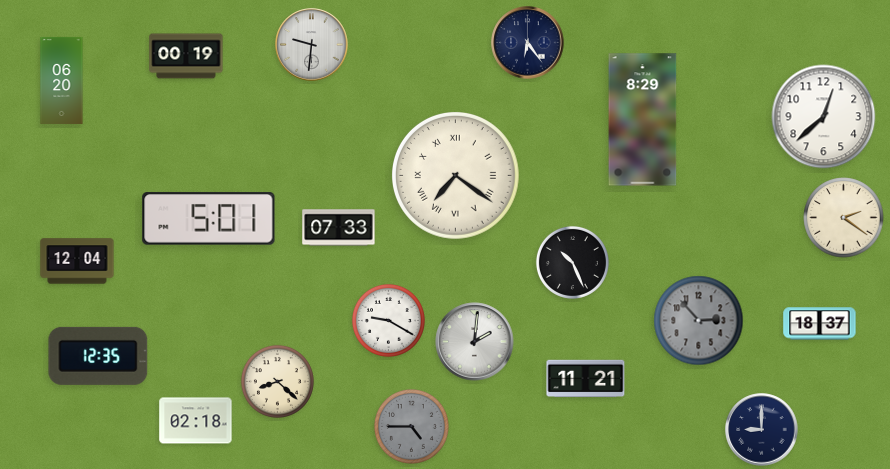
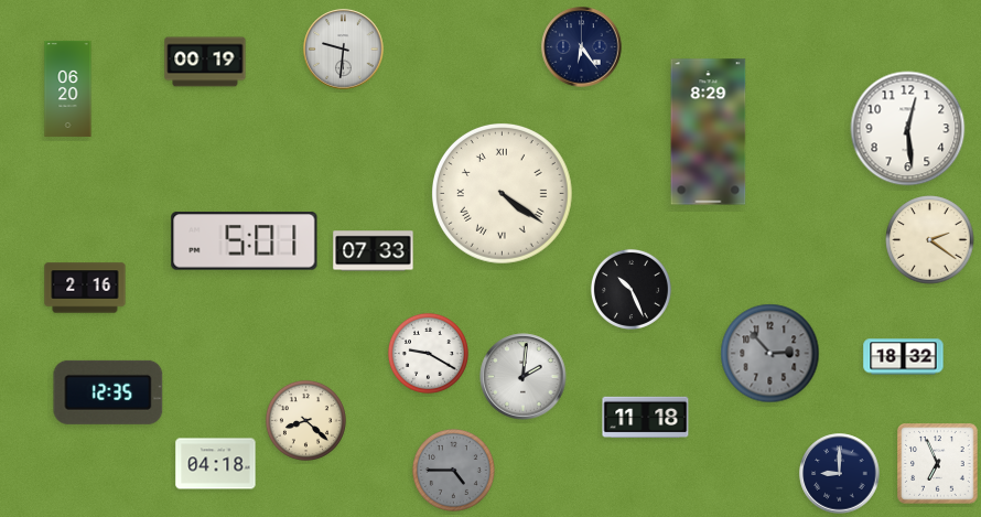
clock at (824, 117): 12:38 -> 12:29
clock at (456, 176): 7:21 -> 4:21
clock at (209, 219) position: (209, 219) -> (245, 241)
clock at (77, 261): 12:04 -> 2:16
clock at (820, 324): 18:37 -> 18:32
clock at (586, 379): 11:21 -> 11:18
clock at (196, 421): 02:18 -> 04:18
clock at (938, 464): none -> 6:56
